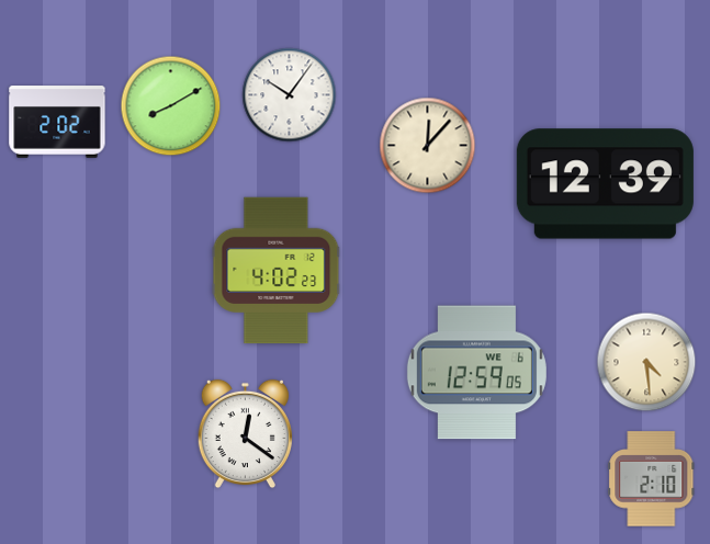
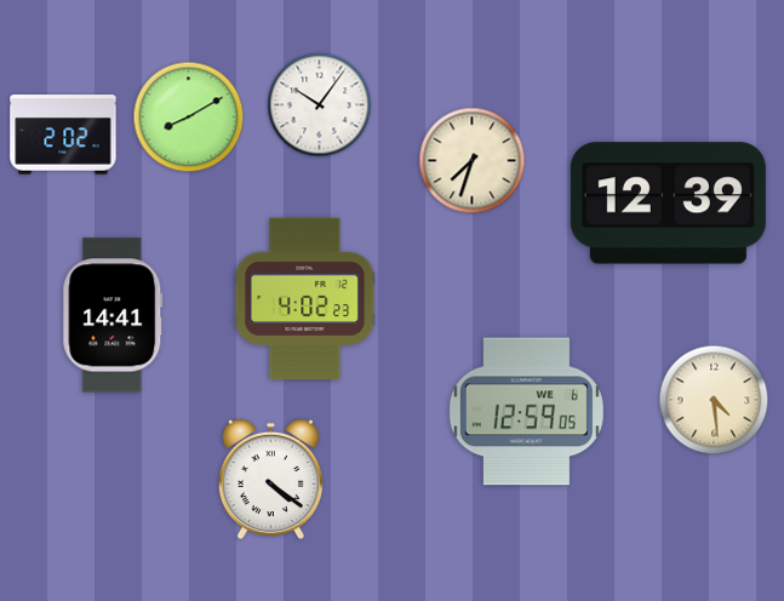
clock at (428, 146): 12:07 -> 7:33
clock at (113, 315): none -> 14:41
clock at (245, 434): 12:21 -> 4:21
clock at (652, 479): 2:10 -> none
